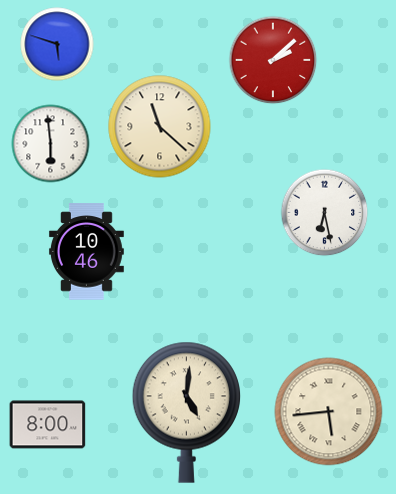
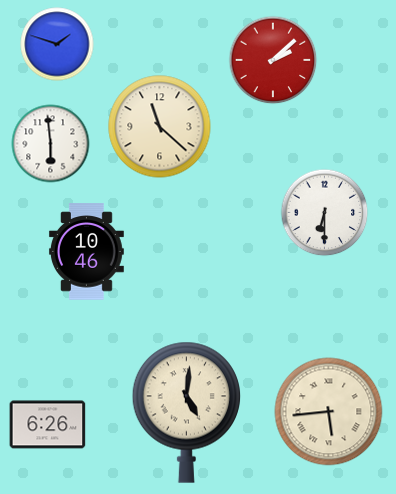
clock at (57, 44): 5:48 -> 1:48
clock at (325, 213): 6:28 -> 6:30
clock at (48, 425): 8:00 -> 6:26
